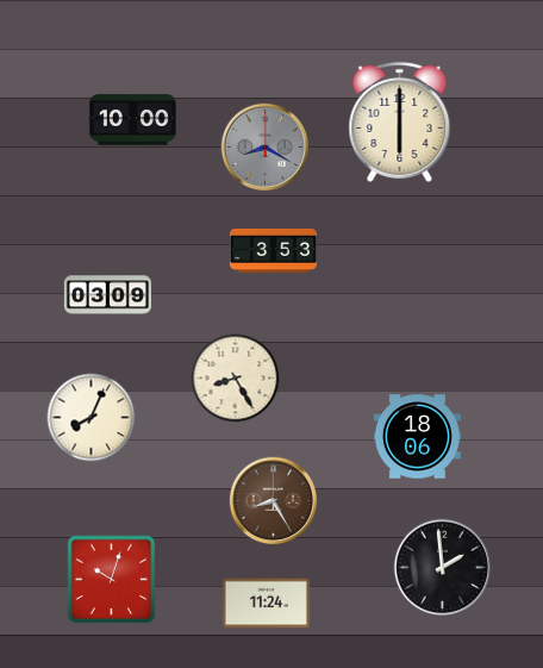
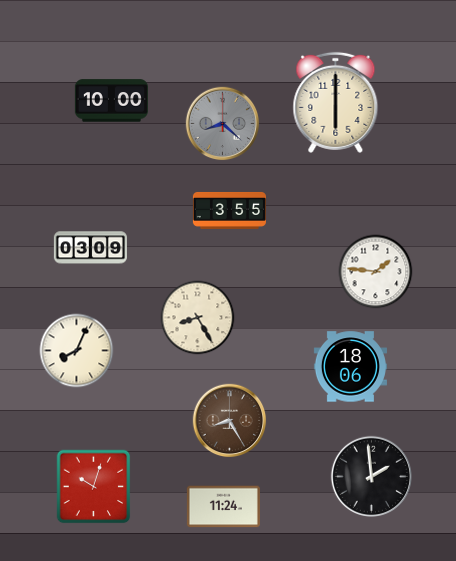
clock at (266, 148): 8:20 -> 8:22
clock at (273, 250): 3:53 -> 3:55
clock at (376, 272): none -> 1:46
